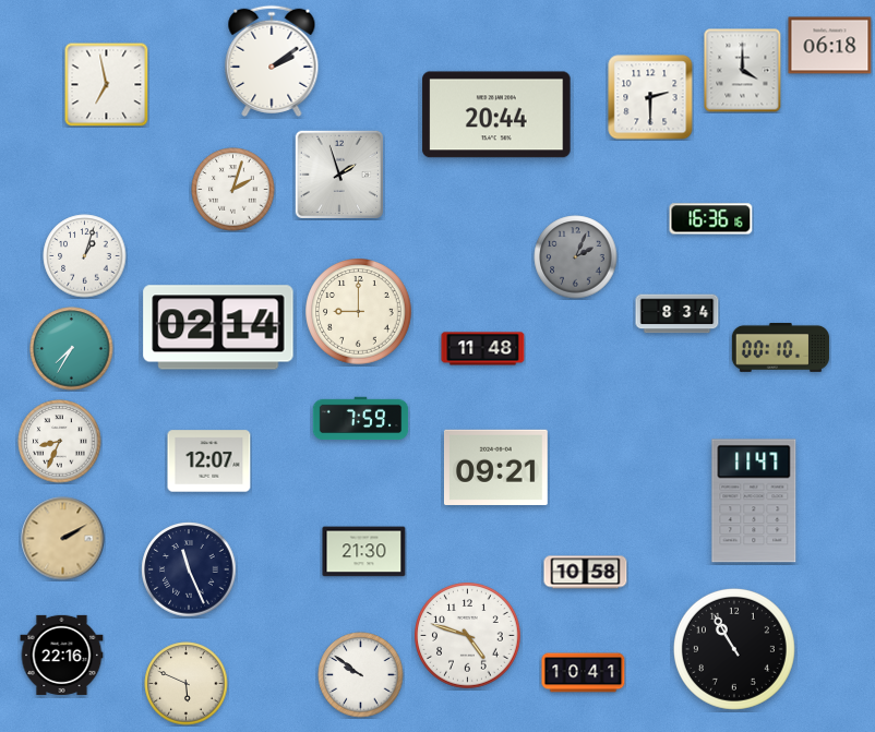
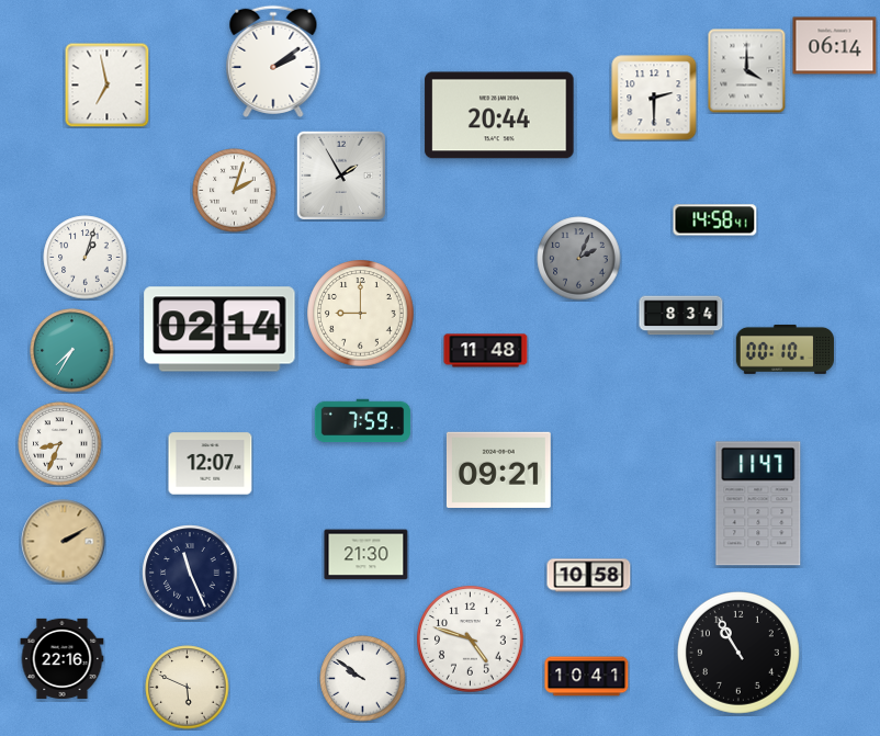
clock at (830, 46): 06:18 -> 06:14
clock at (338, 173): 1:57 -> 1:55
clock at (711, 219): 16:36 -> 14:58
